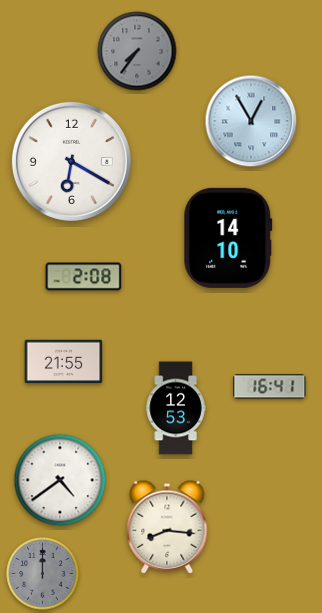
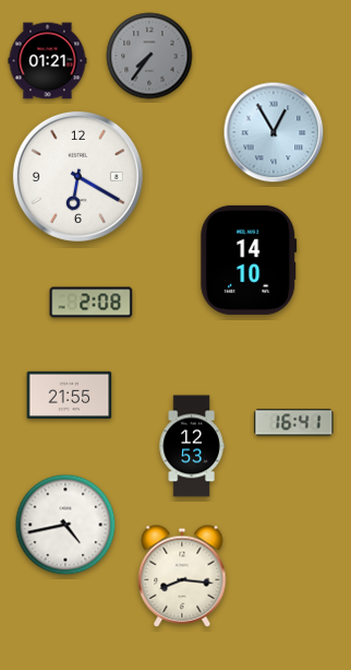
clock at (48, 61): none -> 01:21
clock at (60, 480): 4:39 -> 4:43
clock at (43, 574): 12:00 -> none
